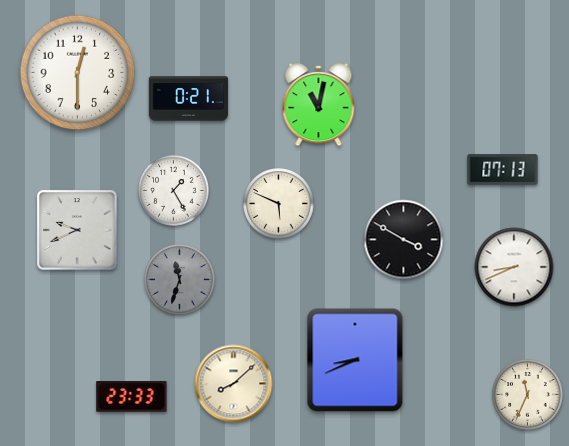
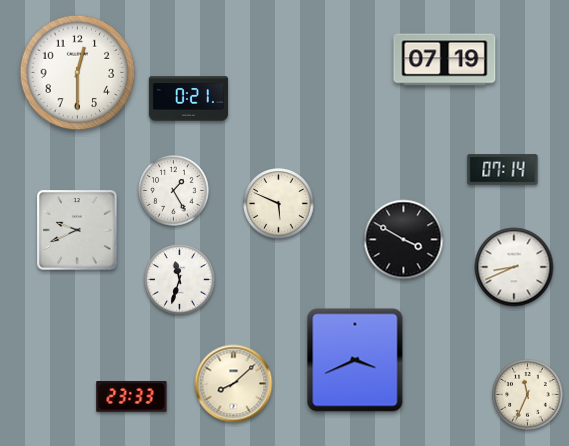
clock at (445, 60): none -> 07:19
clock at (319, 105): 11:02 -> none
clock at (503, 170): 07:13 -> 07:14
clock at (180, 280) dial: grey -> white
clock at (355, 360): 8:41 -> 3:41
